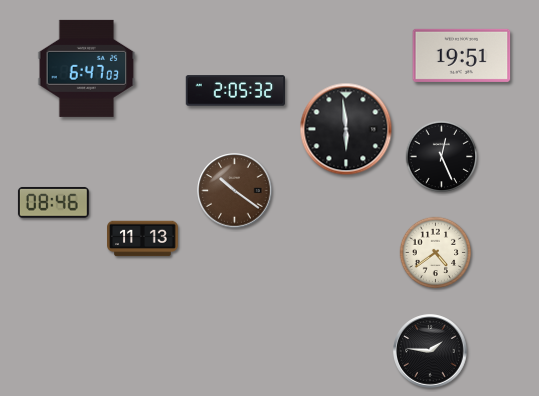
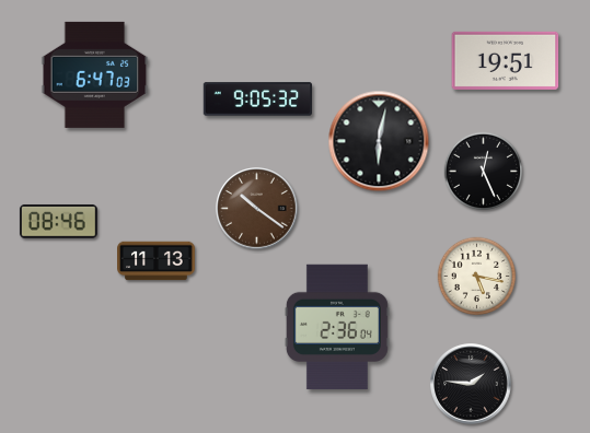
clock at (235, 91): 2:05 -> 9:05
clock at (346, 129): 5:59 -> 6:02
clock at (436, 253): 4:39 -> 5:17
clock at (337, 327): none -> 2:36
